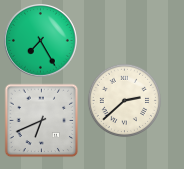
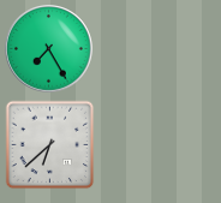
clock at (125, 101): 2:38 -> none
clock at (42, 121): 6:41 -> 6:38
